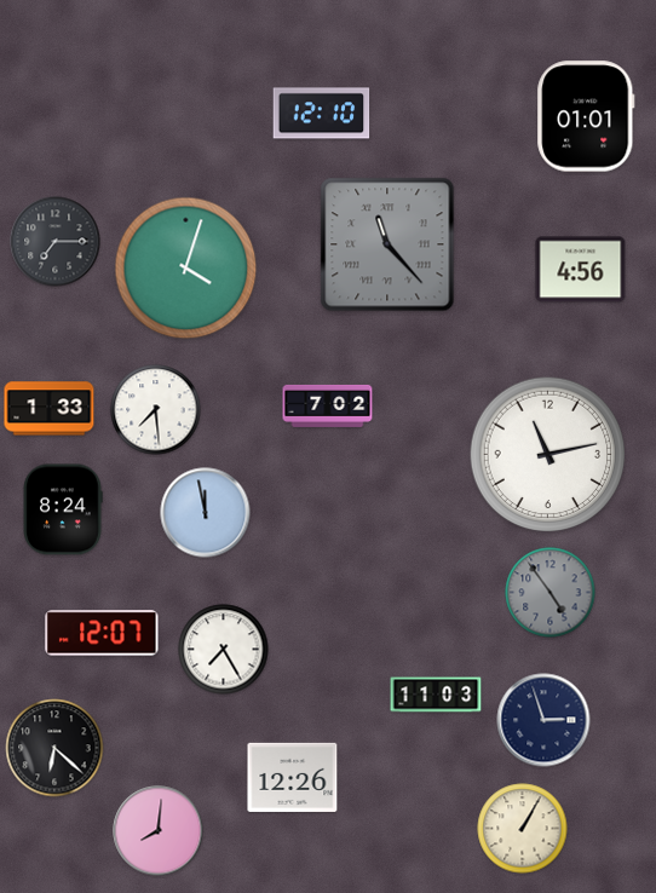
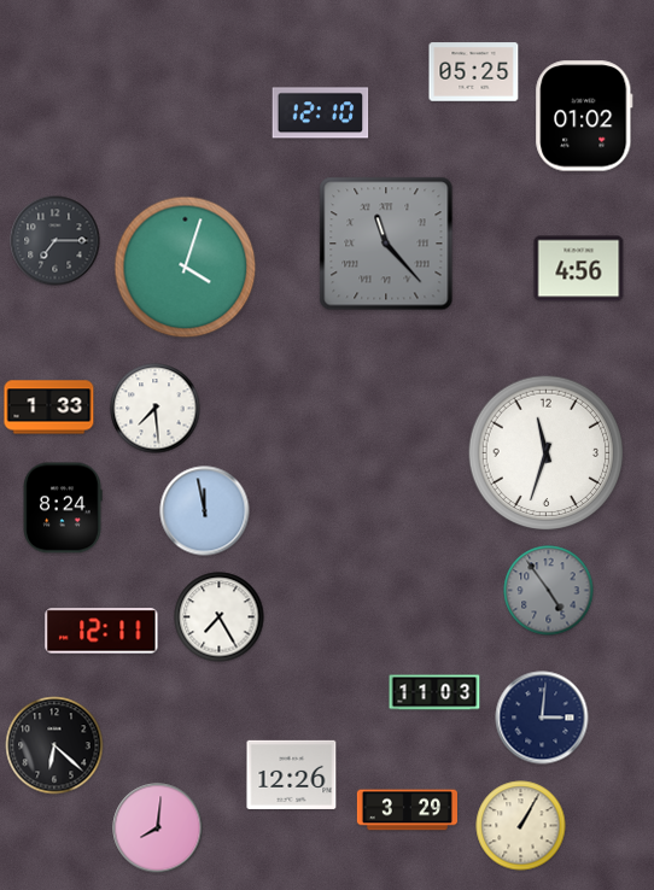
clock at (474, 72): none -> 05:25
clock at (586, 116): 01:01 -> 01:02
clock at (328, 405): 7:02 -> none
clock at (548, 455): 11:13 -> 11:33
clock at (102, 633): 12:07 -> 12:11
clock at (224, 650) position: (224, 650) -> (220, 617)
clock at (543, 720): 2:57 -> 3:01
clock at (407, 810): none -> 3:29
